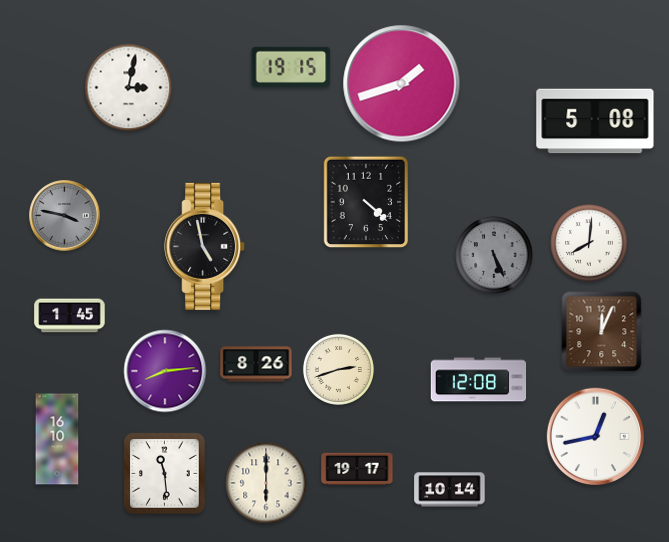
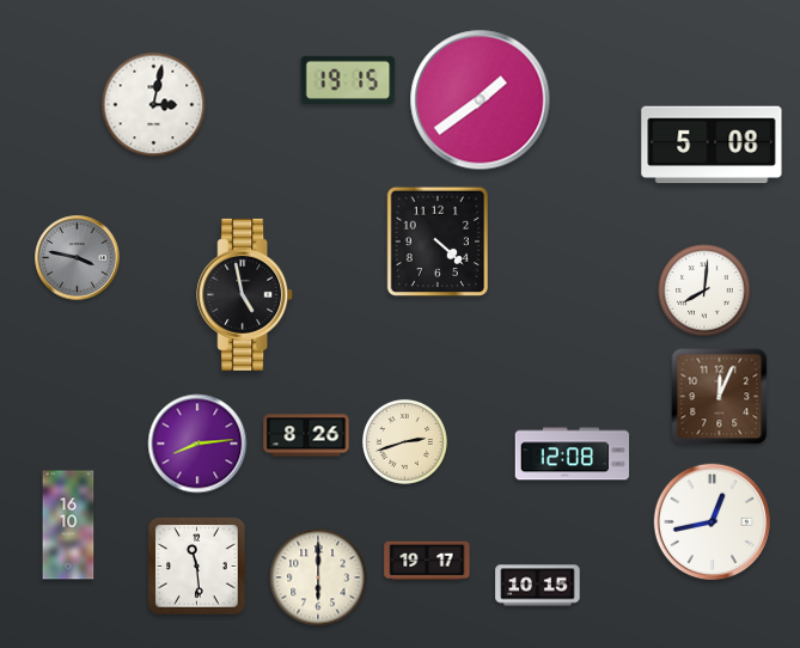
clock at (402, 84): 1:42 -> 1:39
clock at (494, 255): 5:26 -> none
clock at (70, 316): 1:45 -> none
clock at (450, 490): 10:14 -> 10:15
